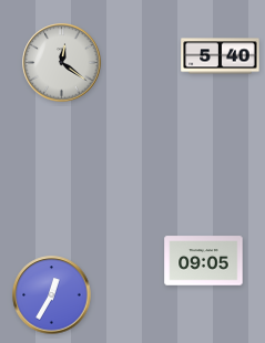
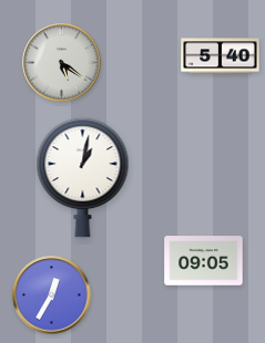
clock at (62, 63): 12:21 -> 5:21
clock at (83, 177): none -> 1:02
